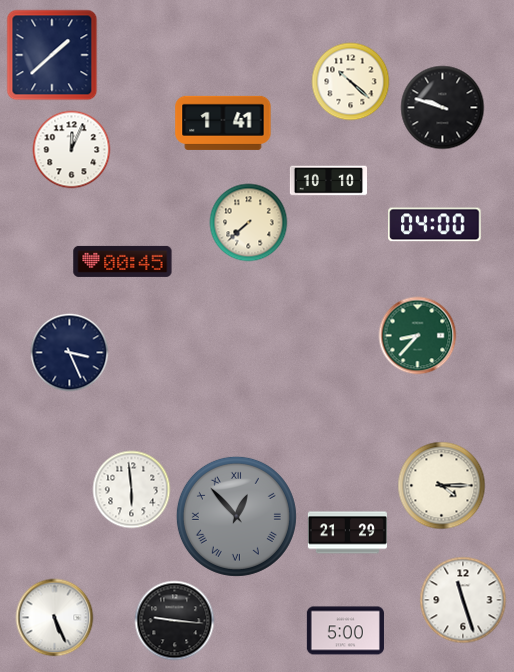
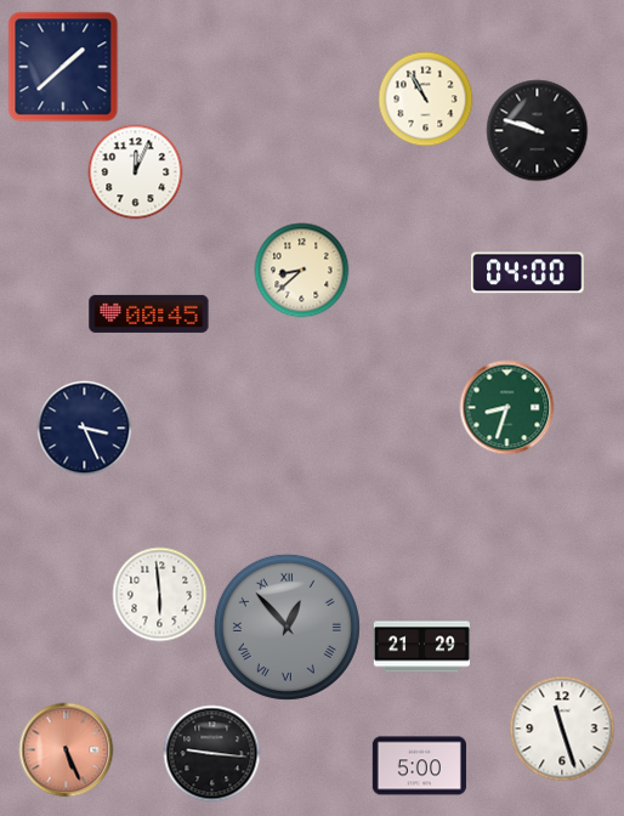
clock at (350, 81): 10:22 -> 10:55
clock at (223, 123): 1:41 -> none
clock at (71, 149) position: (71, 149) -> (135, 171)
clock at (328, 181): 10:10 -> none
clock at (248, 222): 7:38 -> 8:38
clock at (123, 261) position: (123, 261) -> (149, 313)
clock at (417, 335): 8:37 -> 8:33
clock at (441, 485): 4:15 -> none
clock at (54, 617) dial: white -> salmon
